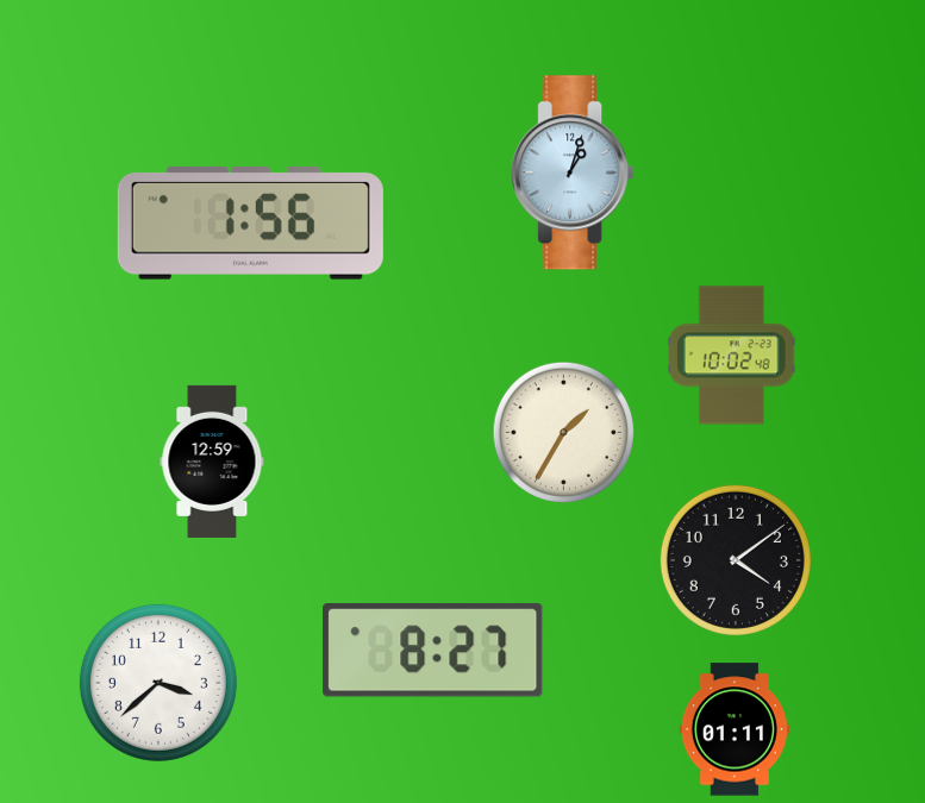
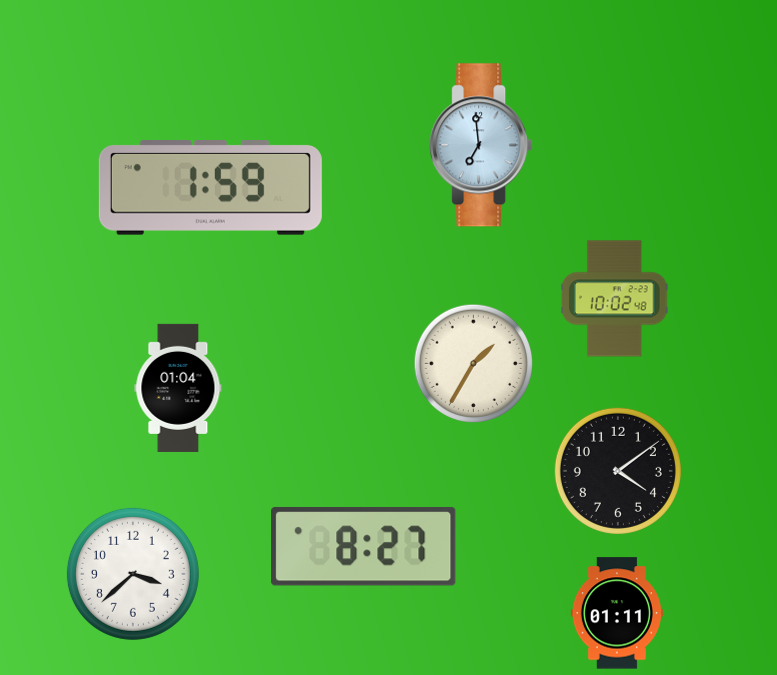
clock at (573, 172): 1:03 -> 6:59
clock at (250, 224): 1:56 -> 1:59
clock at (212, 462): 12:59 -> 01:04
